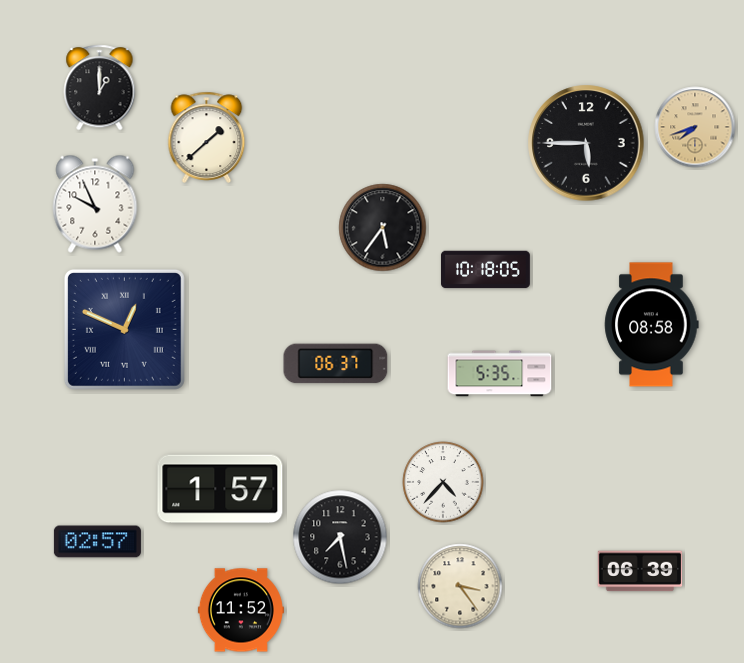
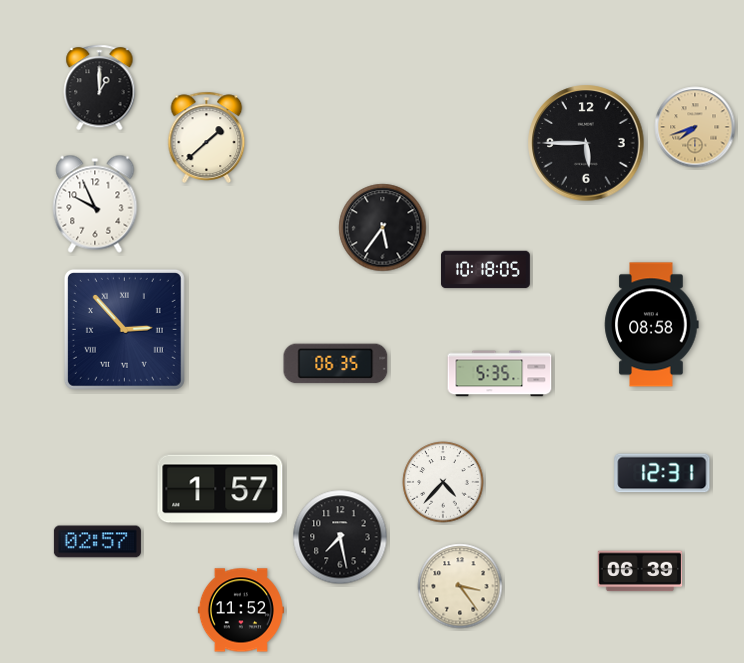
clock at (124, 329): 12:49 -> 2:53
clock at (336, 364): 06:37 -> 06:35
clock at (662, 473): none -> 12:31
